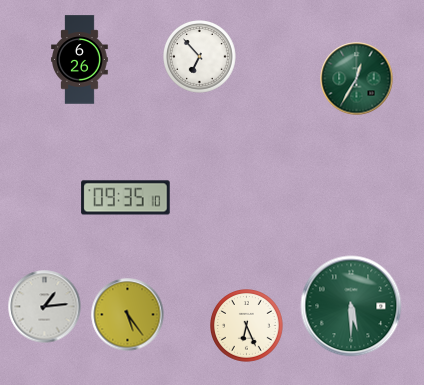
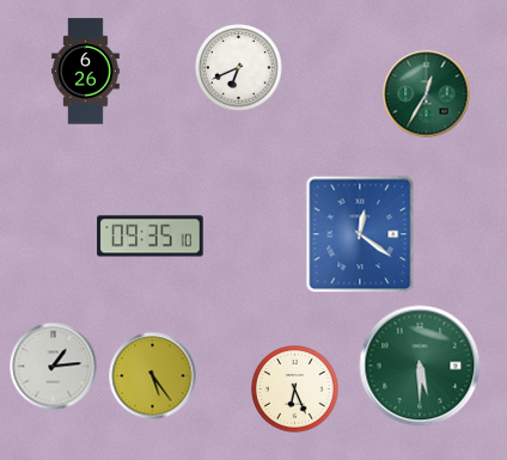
clock at (200, 57): 6:53 -> 6:41
clock at (80, 60) position: (80, 60) -> (86, 72)
clock at (360, 234): none -> 12:21
